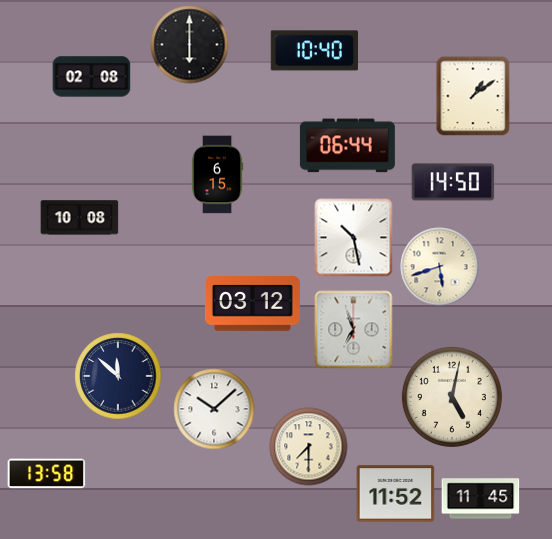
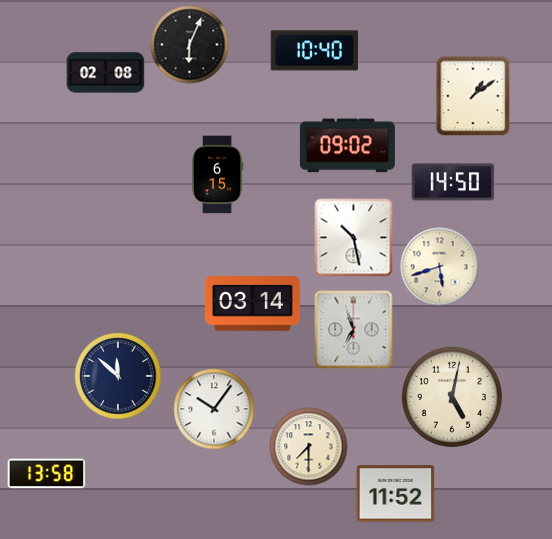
clock at (189, 44): 6:00 -> 6:04
clock at (91, 77) position: (91, 77) -> (105, 73)
clock at (347, 146): 06:44 -> 09:02
clock at (79, 218): 10:08 -> none
clock at (252, 304): 03:12 -> 03:14
clock at (214, 409): 10:08 -> 10:06
clock at (480, 499): 11:45 -> none
